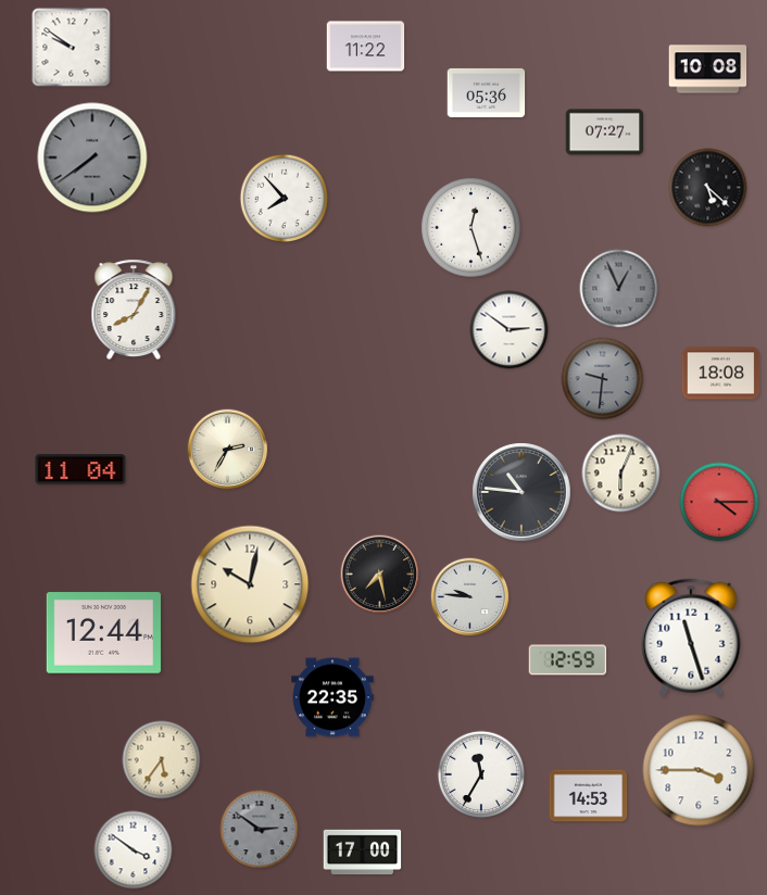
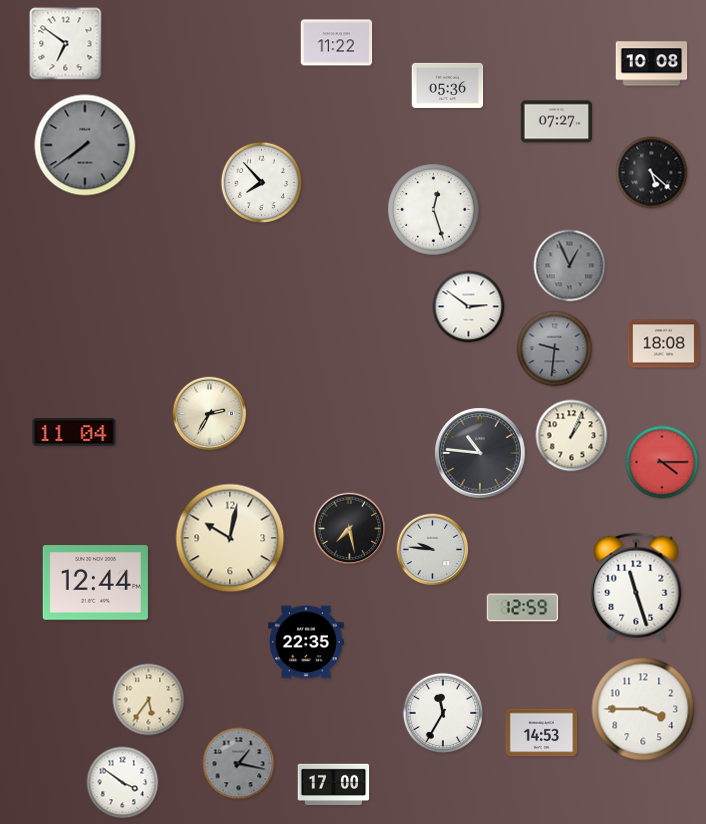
clock at (72, 48): 9:51 -> 6:51
clock at (134, 310): 8:05 -> none
clock at (510, 330) position: (510, 330) -> (469, 307)
clock at (621, 474): 6:04 -> 1:04
clock at (260, 830): 2:51 -> 1:17
